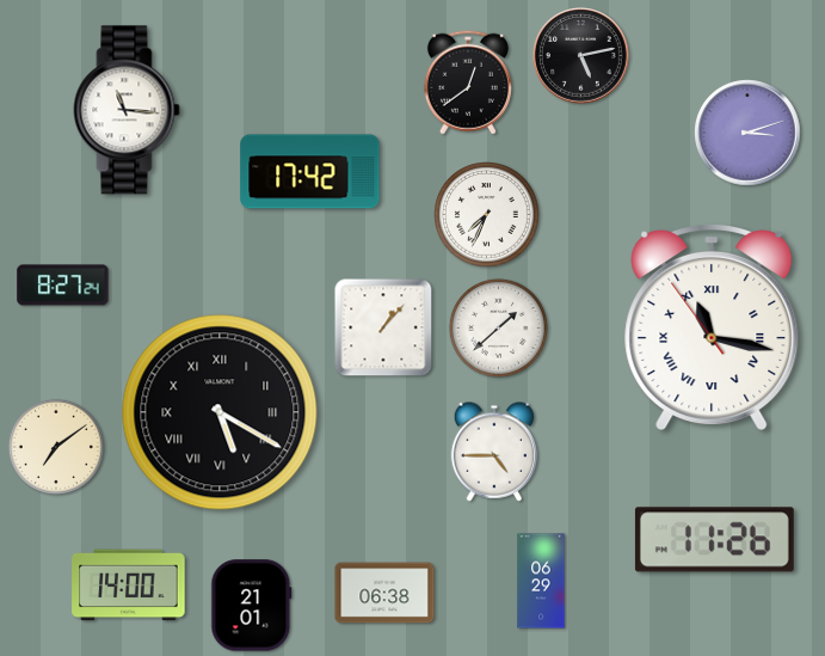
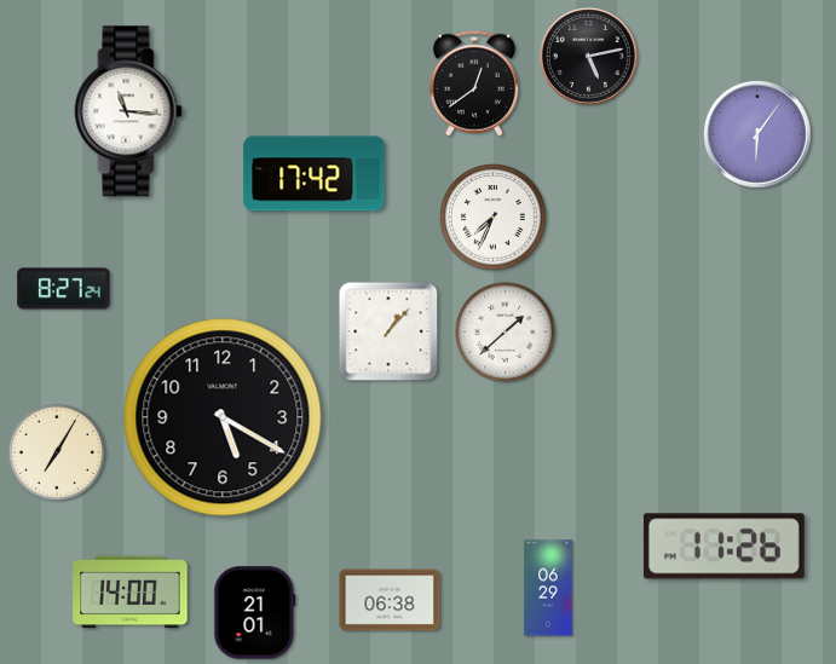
clock at (747, 133): 3:12 -> 6:06
clock at (712, 326): 11:16 -> none
clock at (220, 412) numerals: Roman -> Arabic
clock at (56, 447): 7:09 -> 7:05
clock at (494, 452): 4:45 -> none
